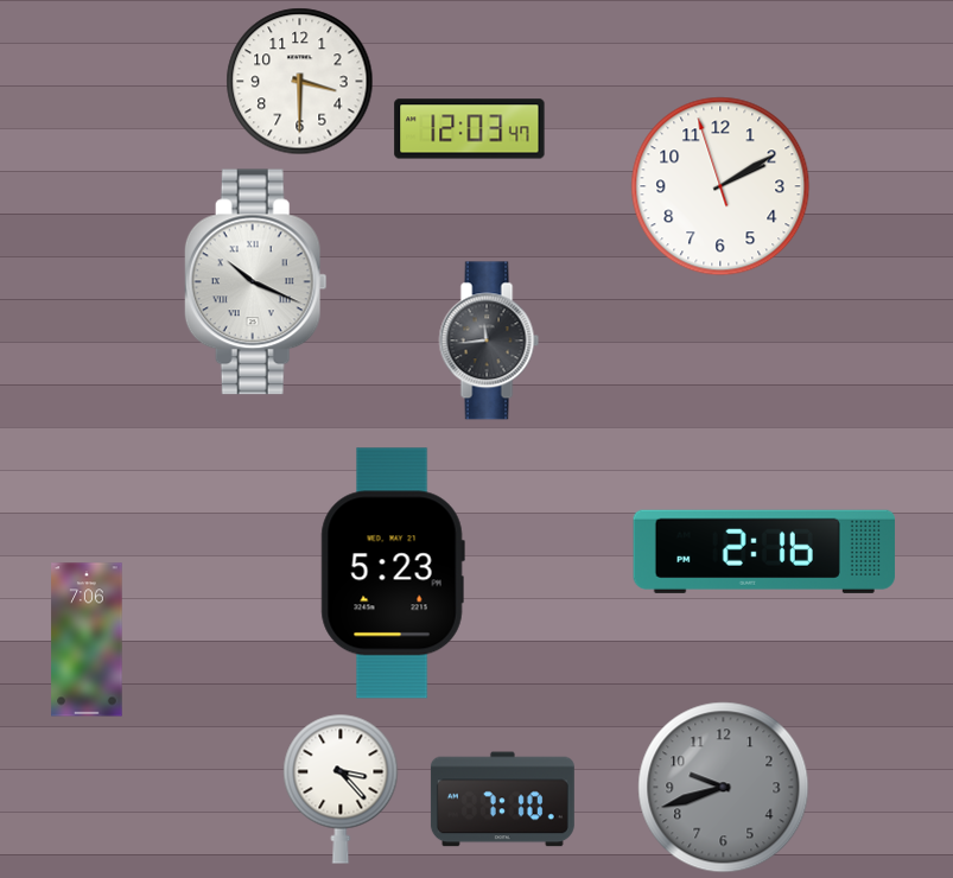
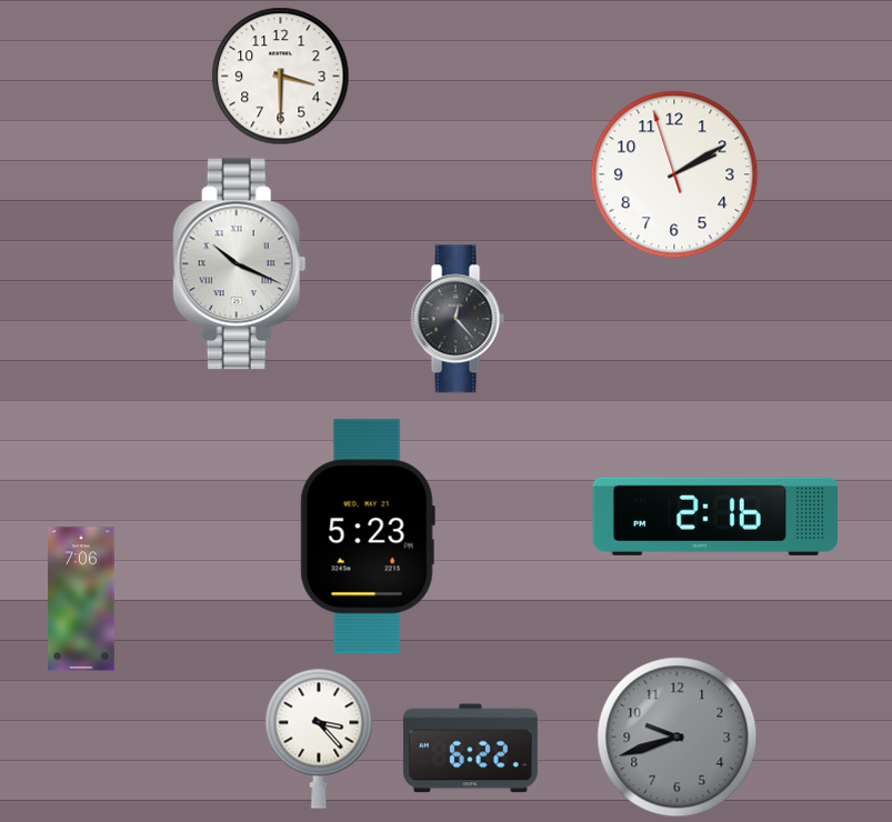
clock at (470, 129): 12:03 -> none
clock at (489, 341): 11:44 -> 12:23
clock at (502, 800): 7:10 -> 6:22
